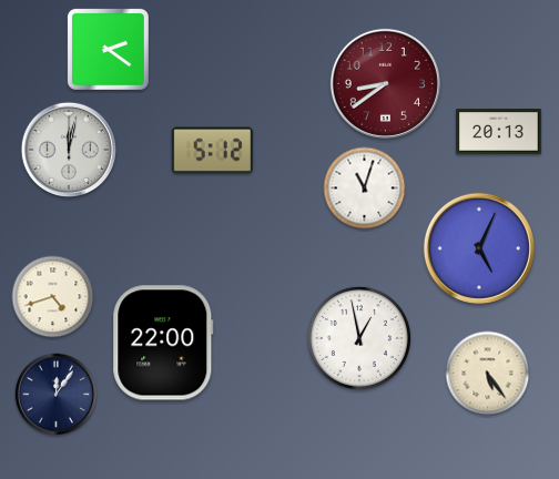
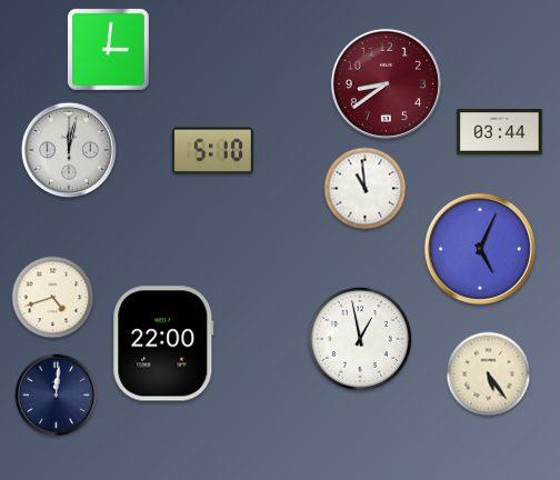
clock at (108, 49): 2:21 -> 3:01
clock at (499, 132): 20:13 -> 03:44
clock at (212, 151): 5:12 -> 5:10
clock at (365, 188): 11:03 -> 10:59
clock at (57, 395): 12:06 -> 12:01
